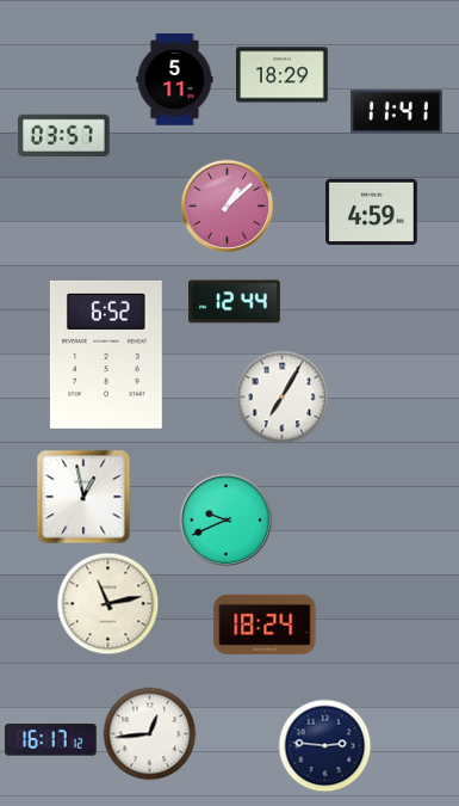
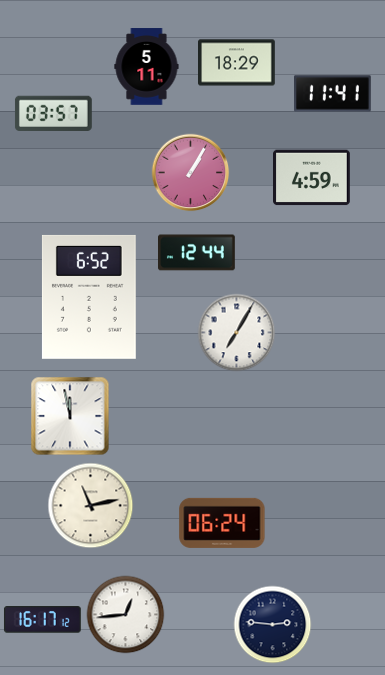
clock at (227, 205): 1:08 -> 1:05
clock at (83, 497): 12:58 -> 11:58
clock at (225, 519): 9:41 -> none
clock at (265, 625): 18:24 -> 06:24
